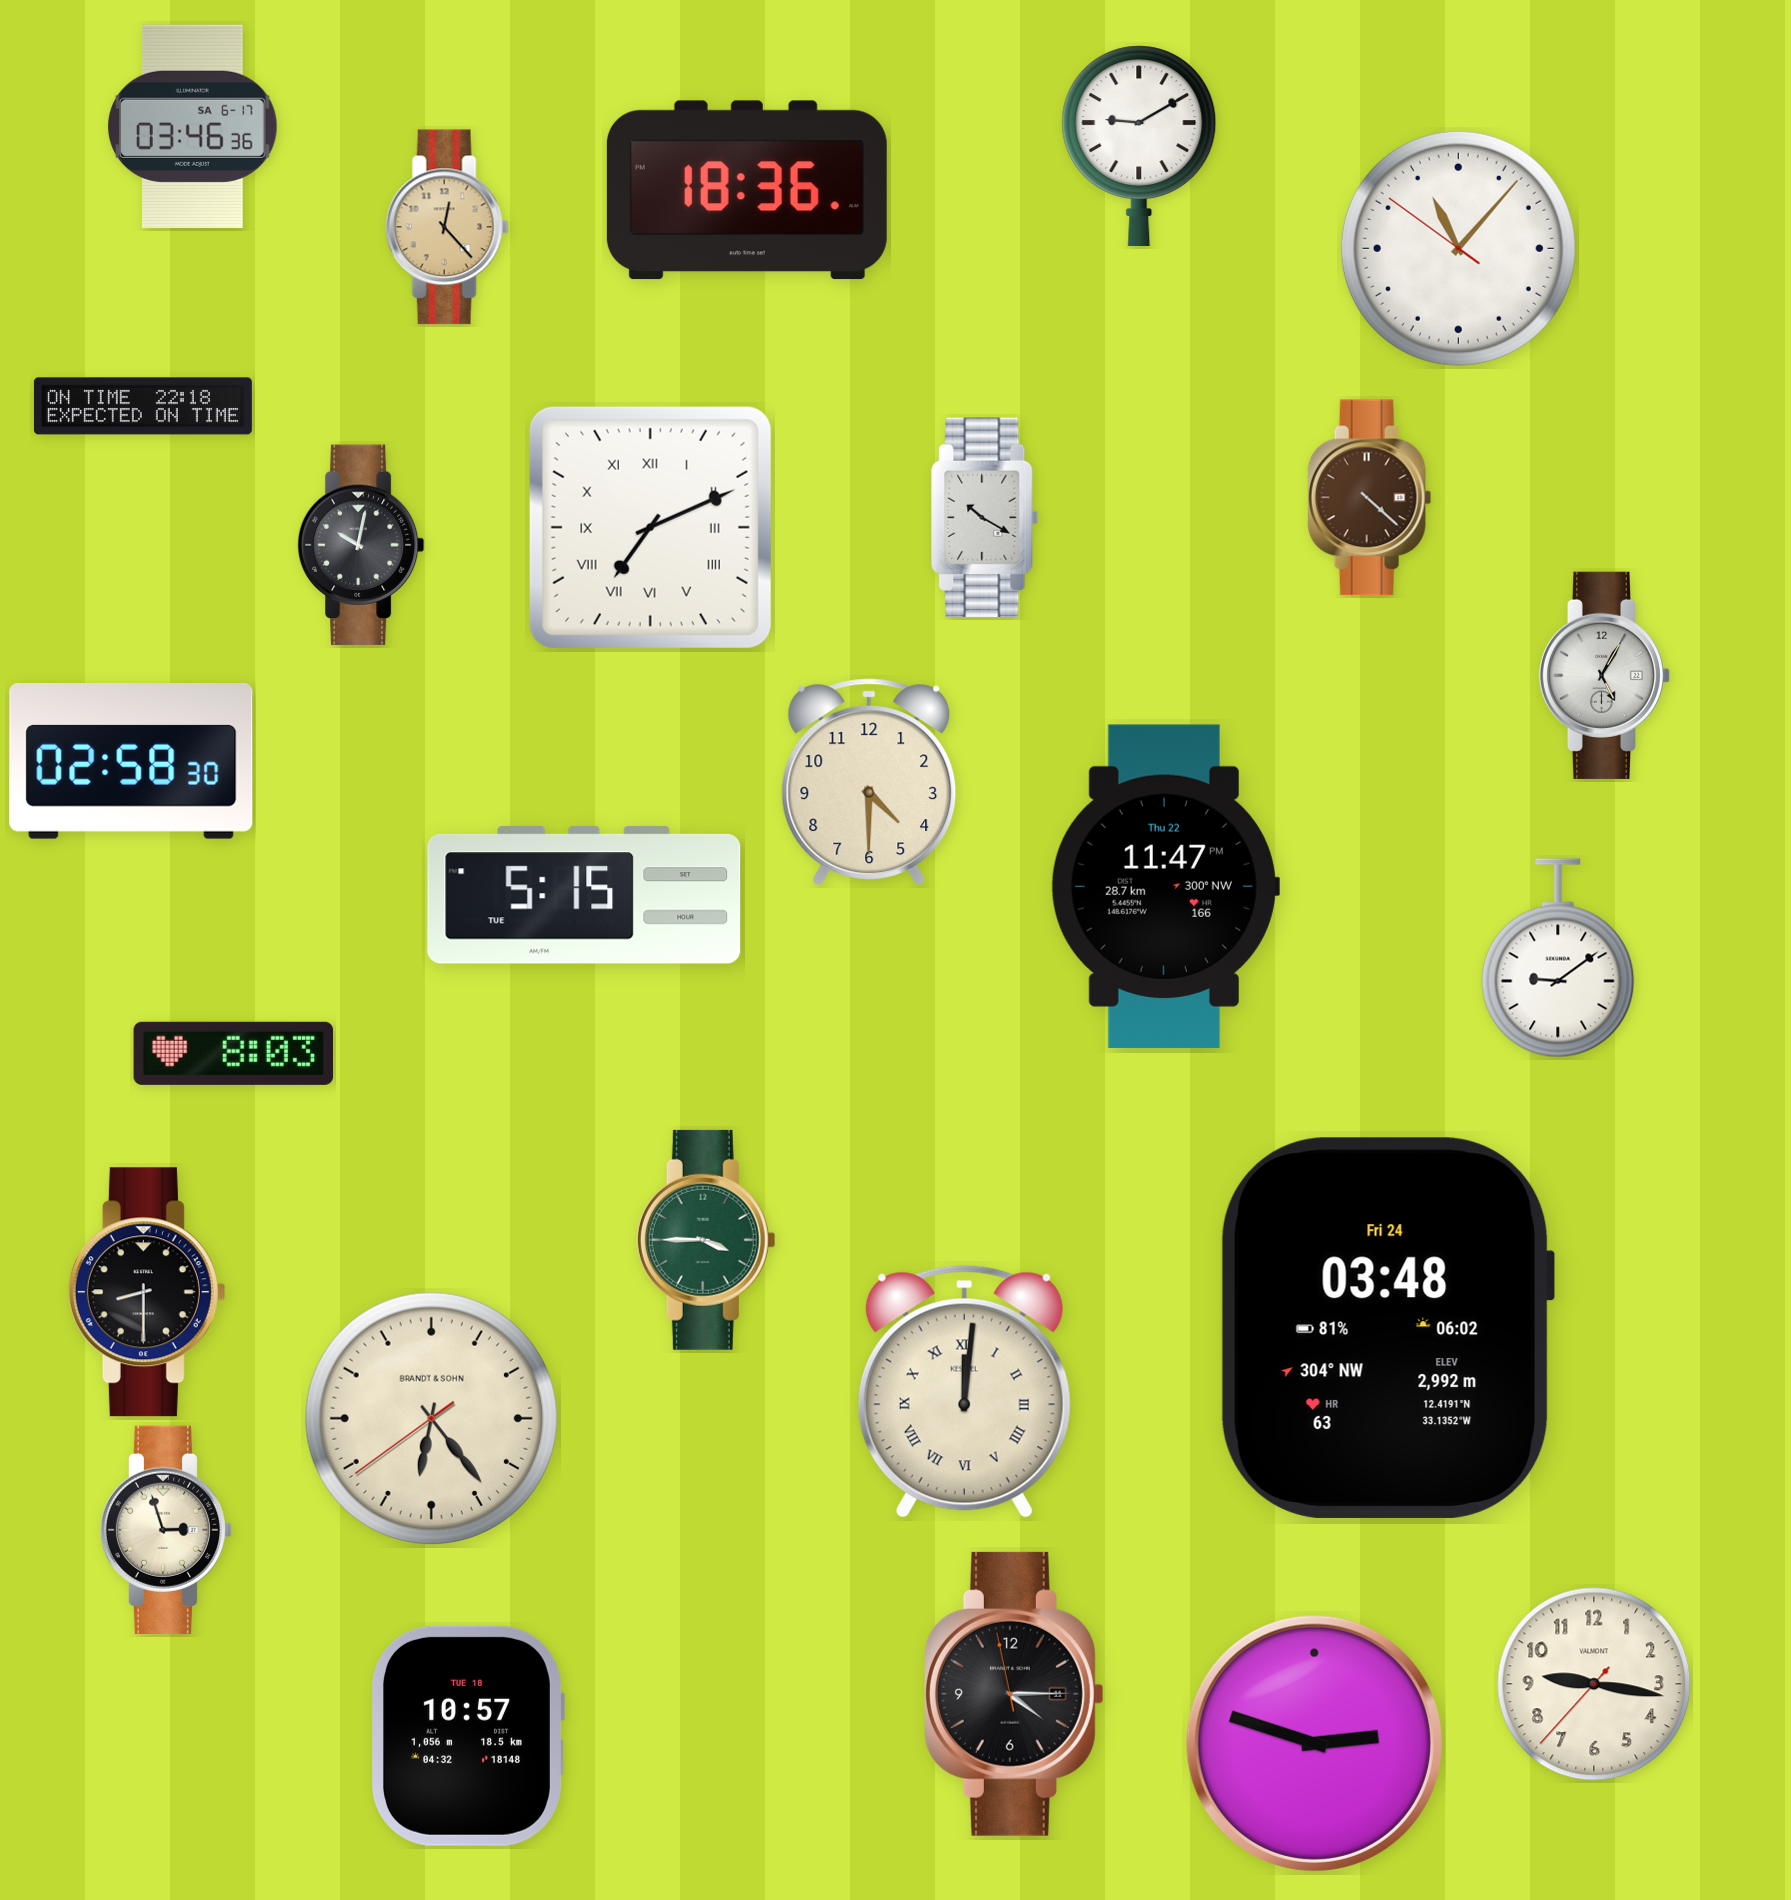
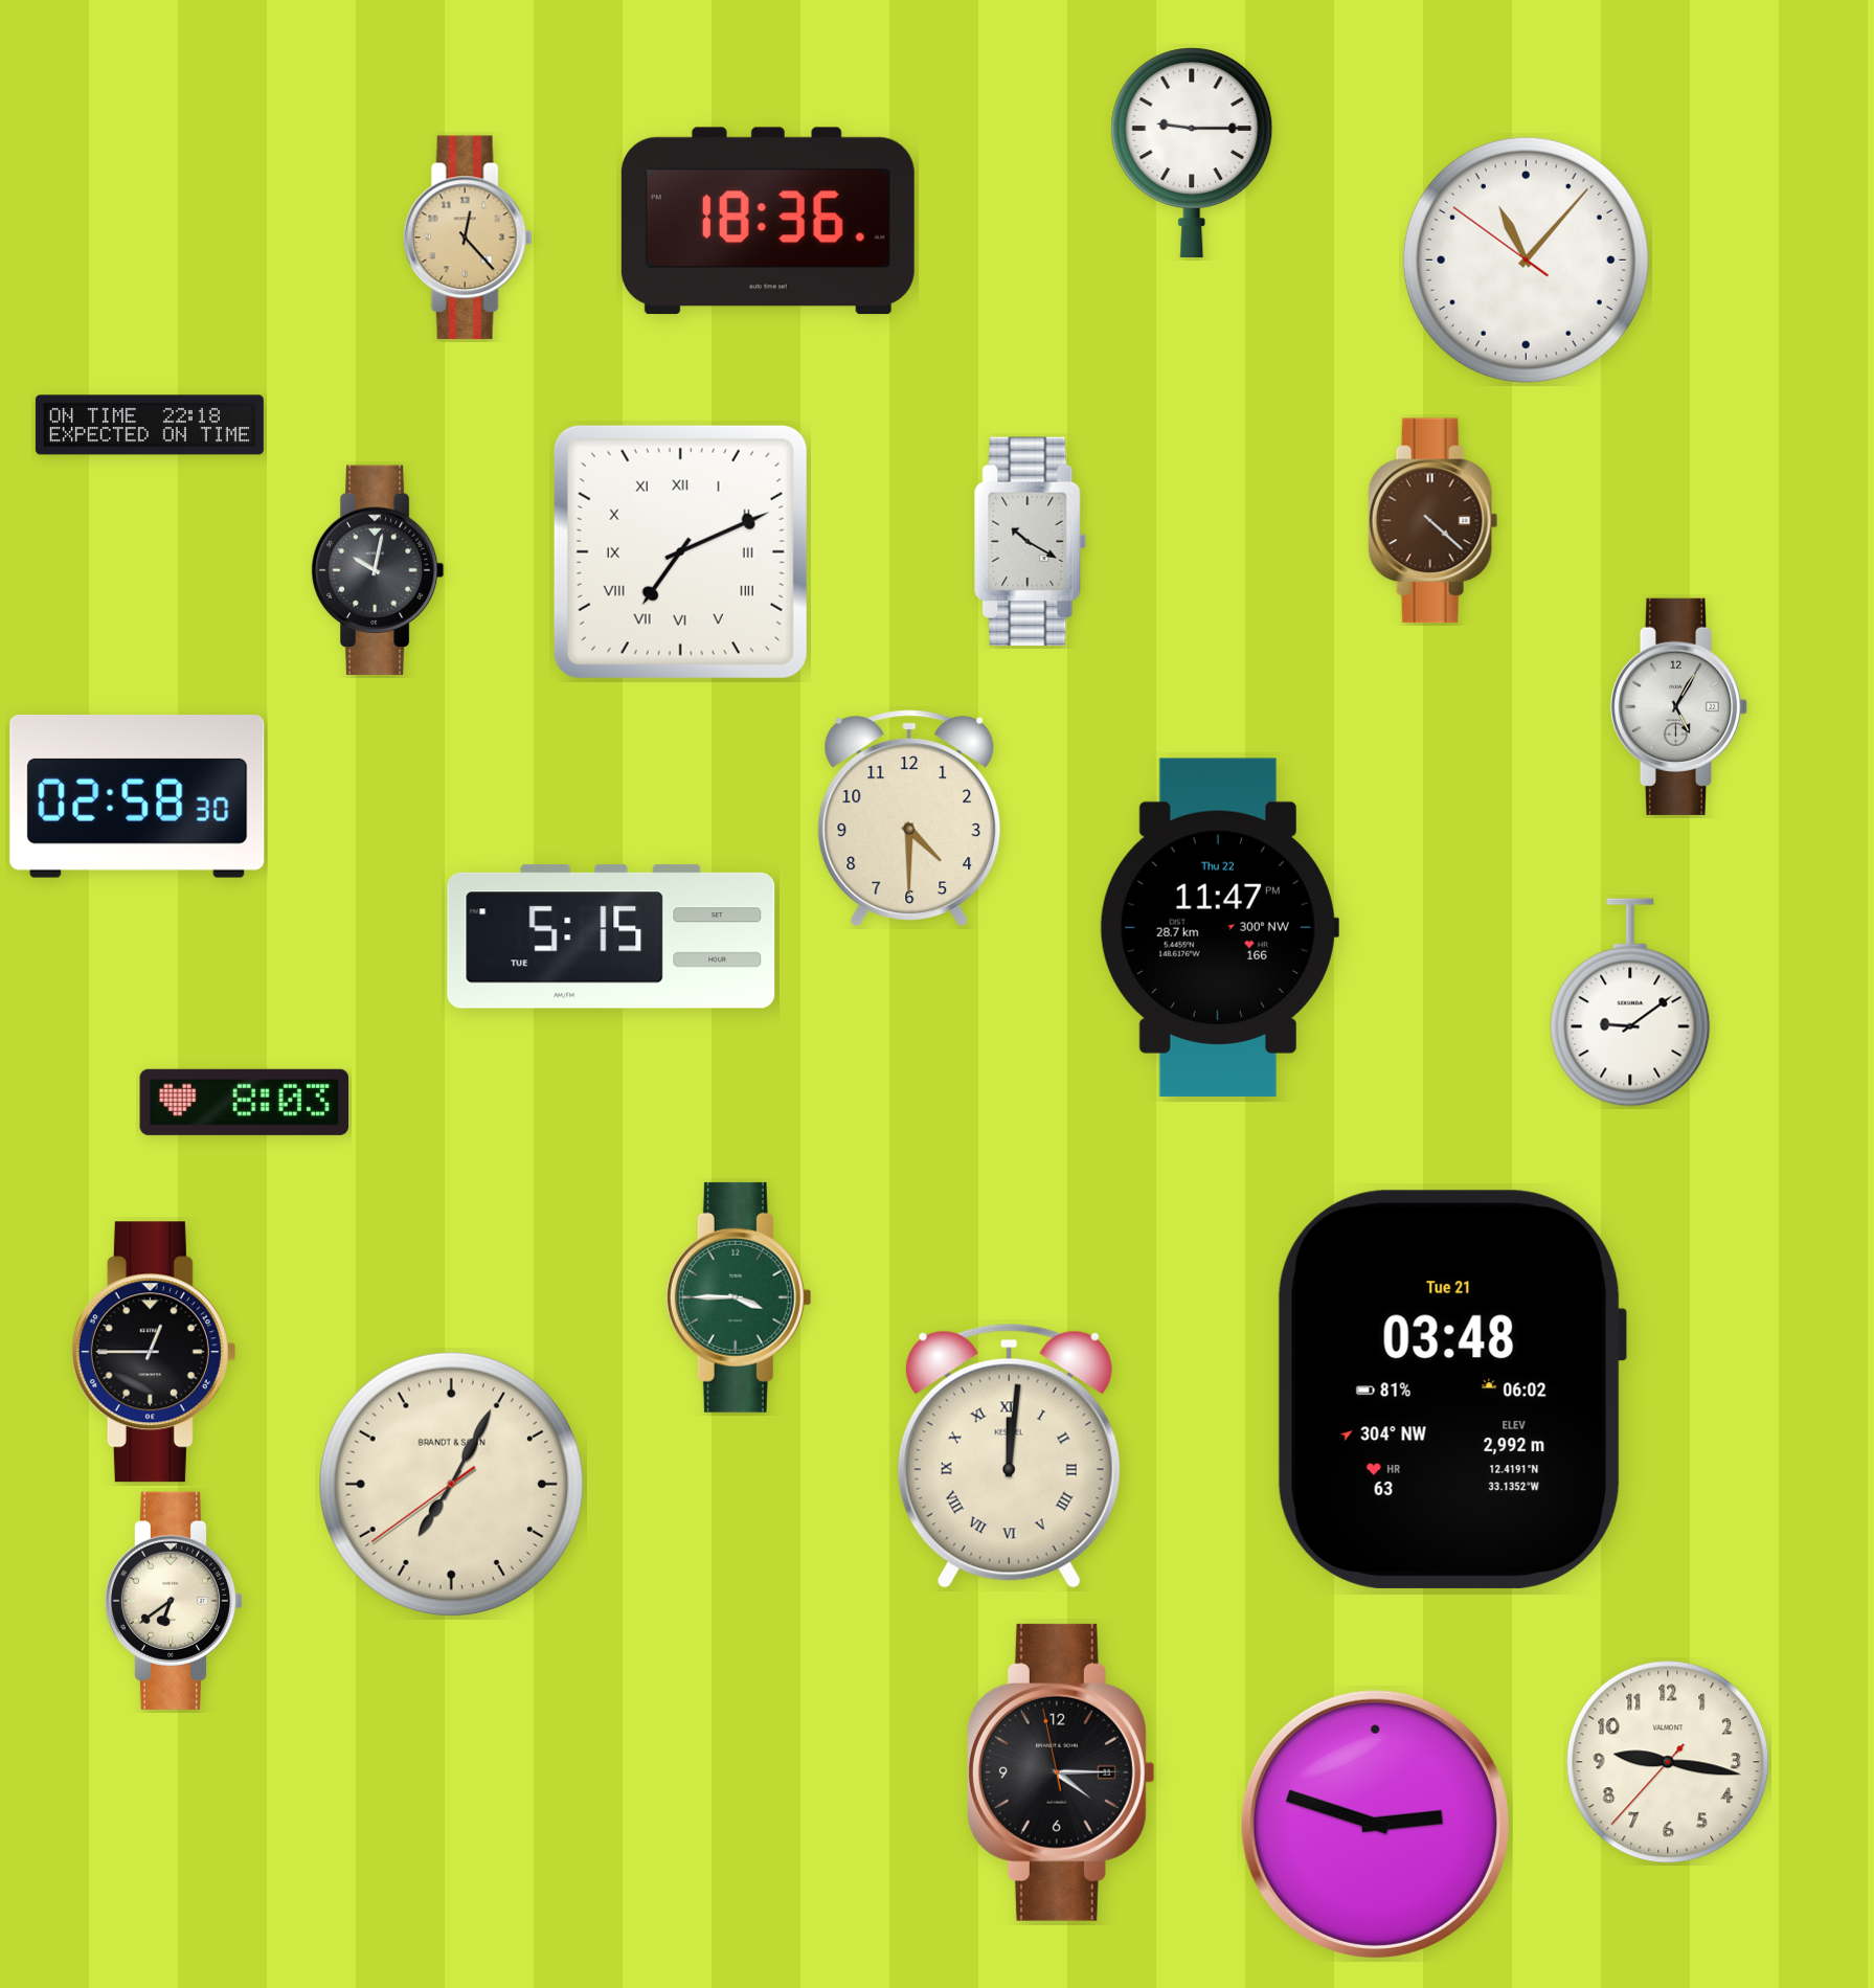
clock at (193, 126): 03:46 -> none
clock at (1139, 146): 9:10 -> 9:15
clock at (747, 190) position: (747, 190) -> (768, 221)
clock at (147, 1292): 8:30 -> 12:45
clock at (1388, 1328) date: Fri 24 -> Tue 21
clock at (431, 1418): 6:23 -> 7:04
clock at (166, 1530): 2:57 -> 6:39
clock at (467, 1736): 10:57 -> none
